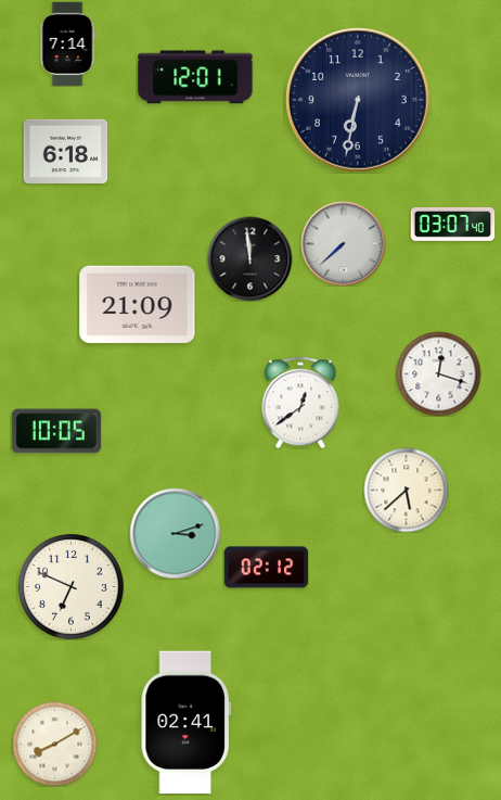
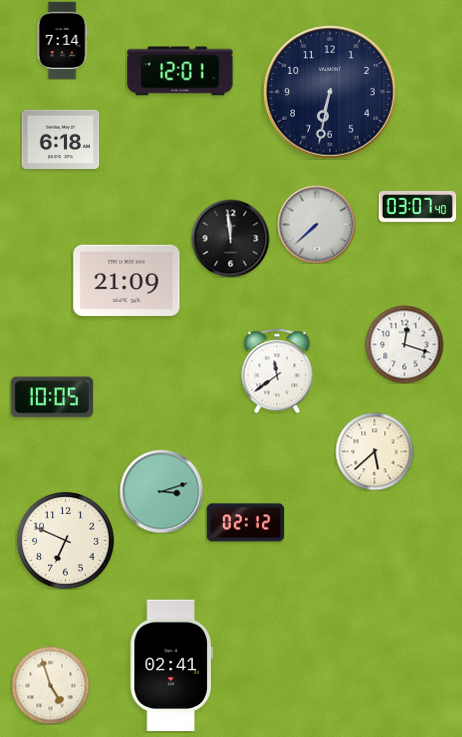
clock at (300, 403): 12:39 -> 11:39
clock at (54, 744): 8:10 -> 4:57
